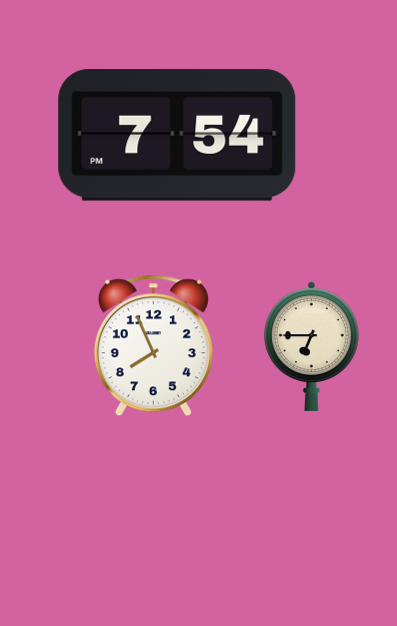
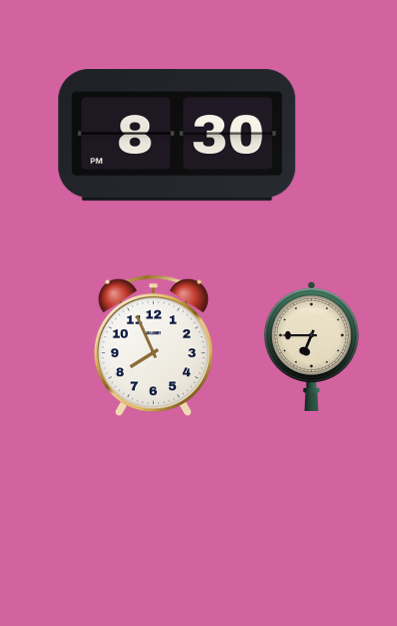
clock at (177, 136): 7:54 -> 8:30
